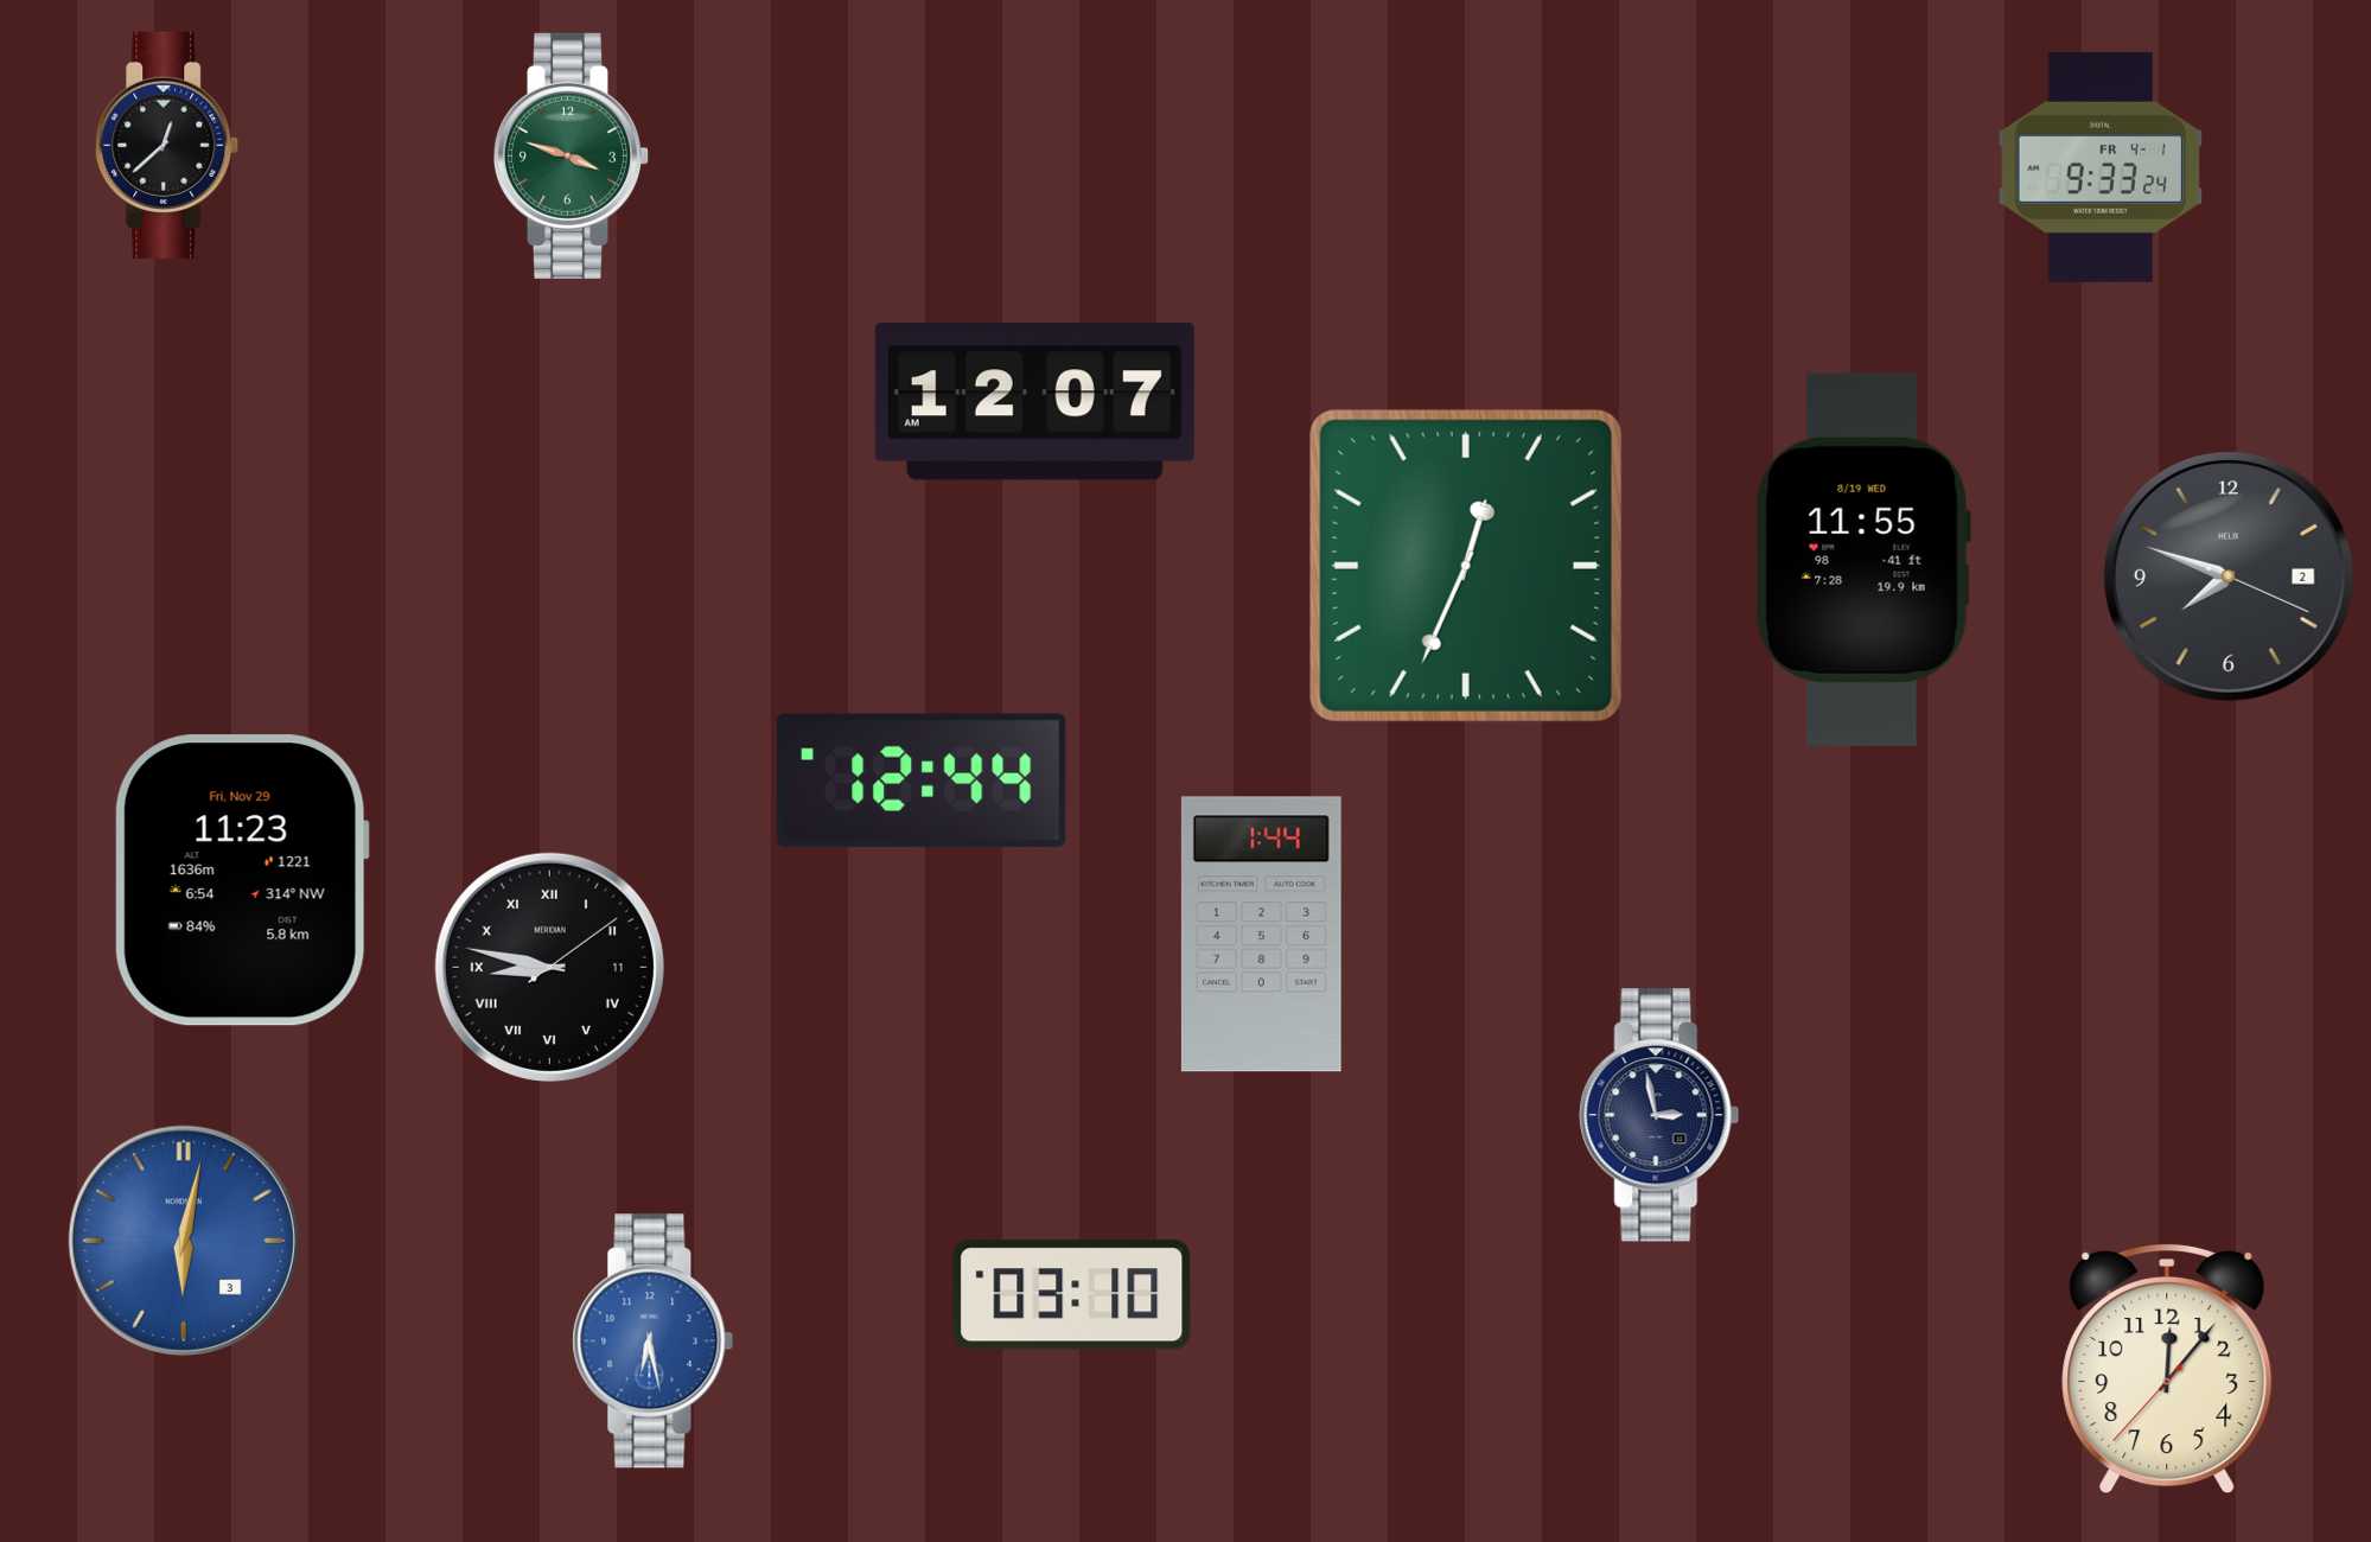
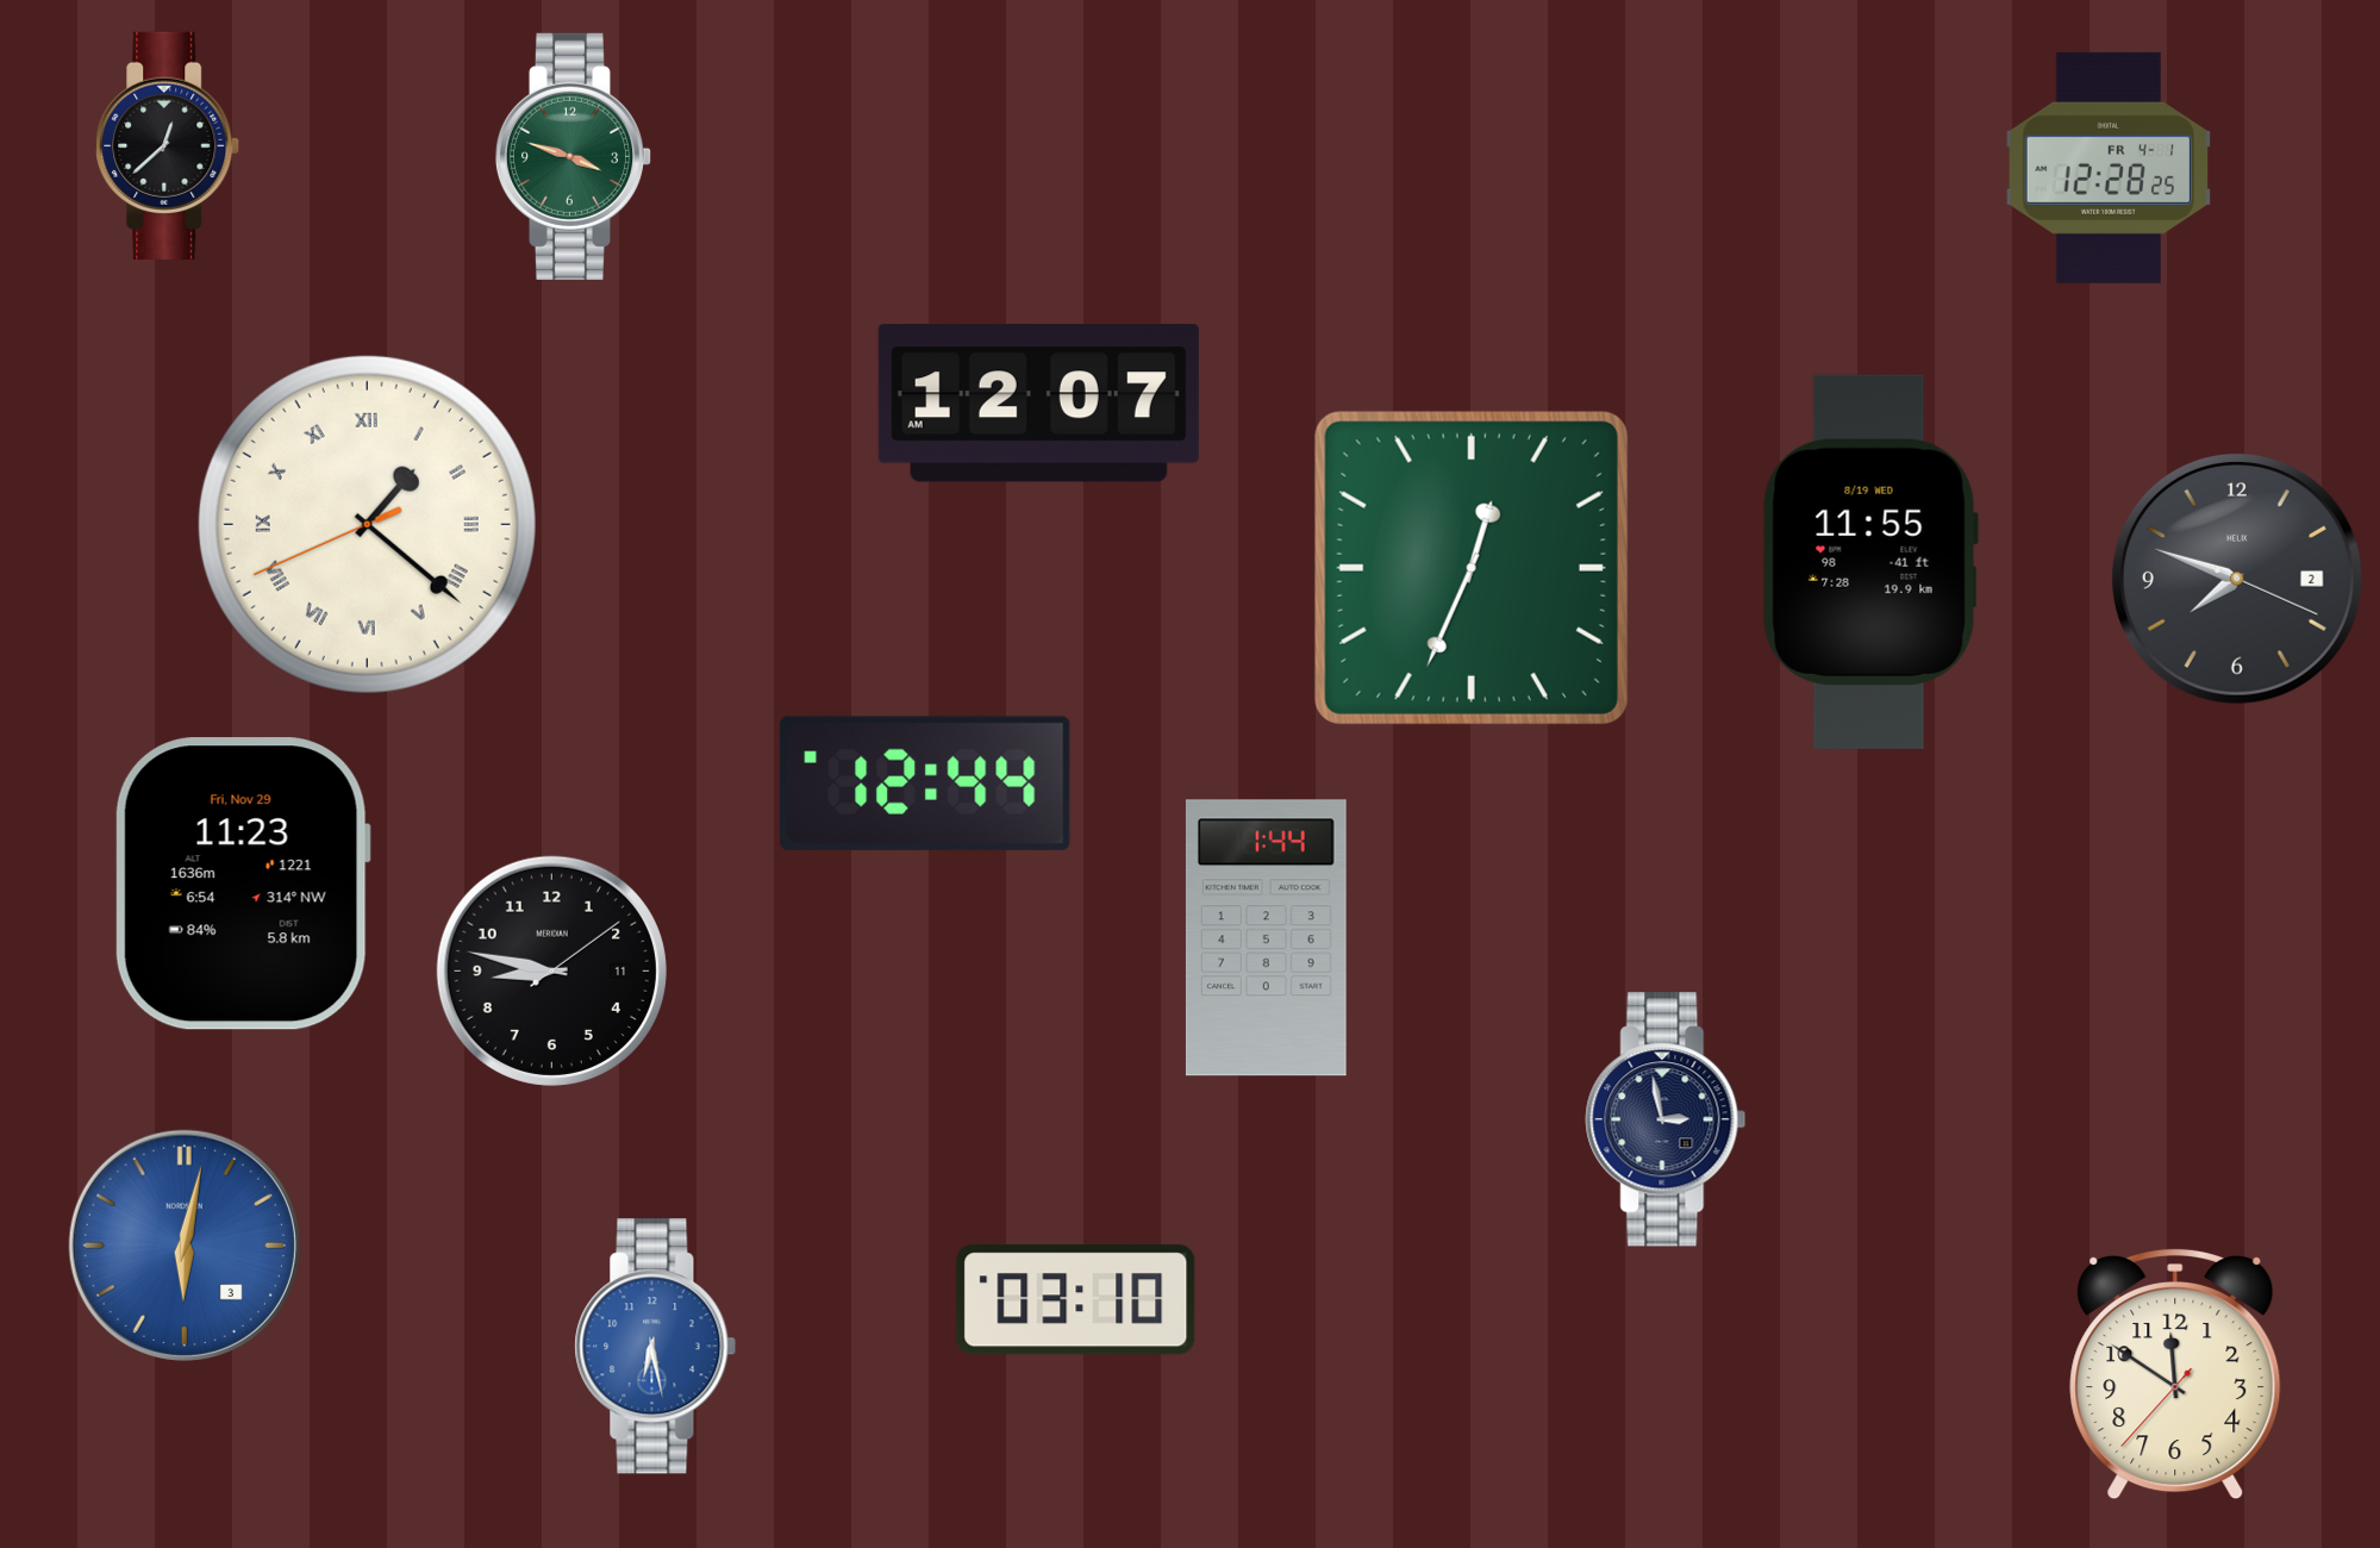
clock at (2101, 167): 9:33 -> 12:28
clock at (367, 524): none -> 1:21
clock at (549, 967) numerals: Roman -> Arabic
clock at (2167, 1369): 12:06 -> 11:50
